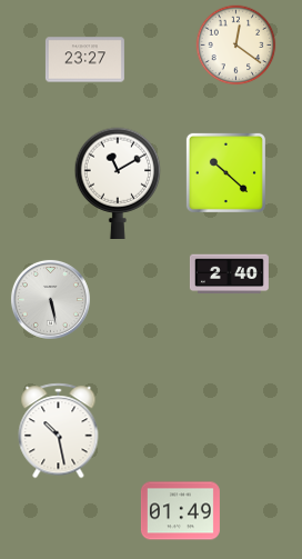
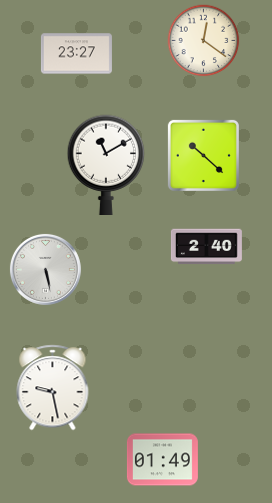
clock at (236, 46) position: (236, 46) -> (204, 41)
clock at (59, 431): 10:28 -> 9:28
